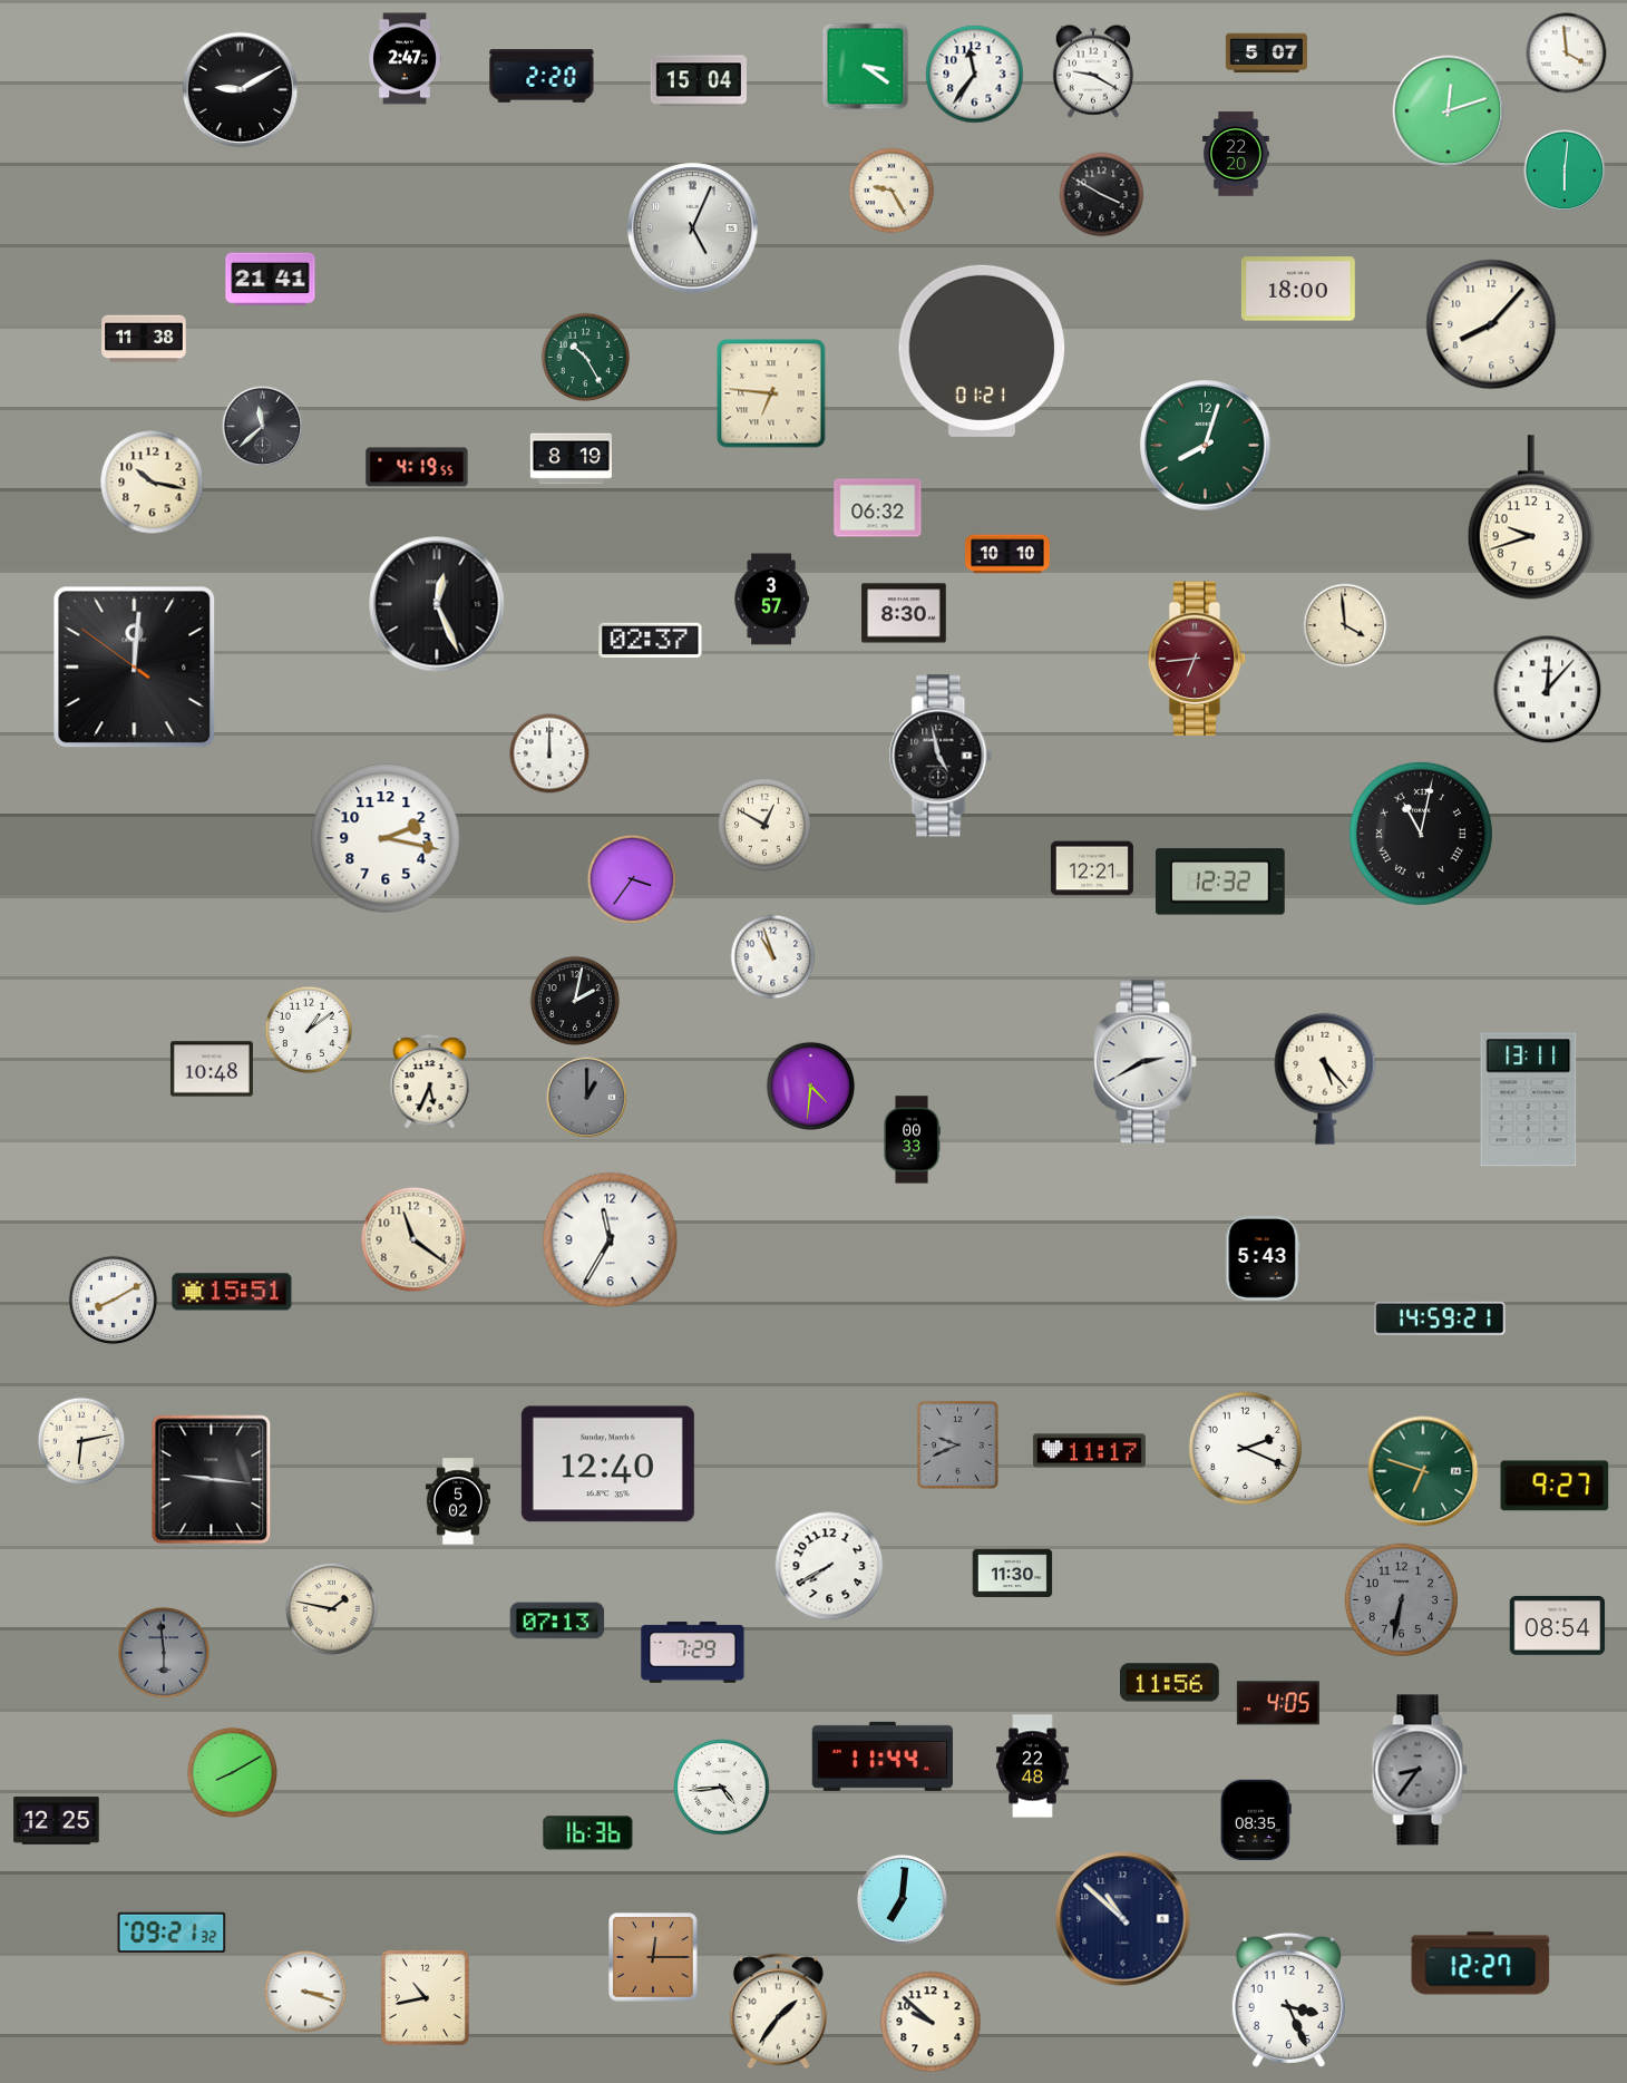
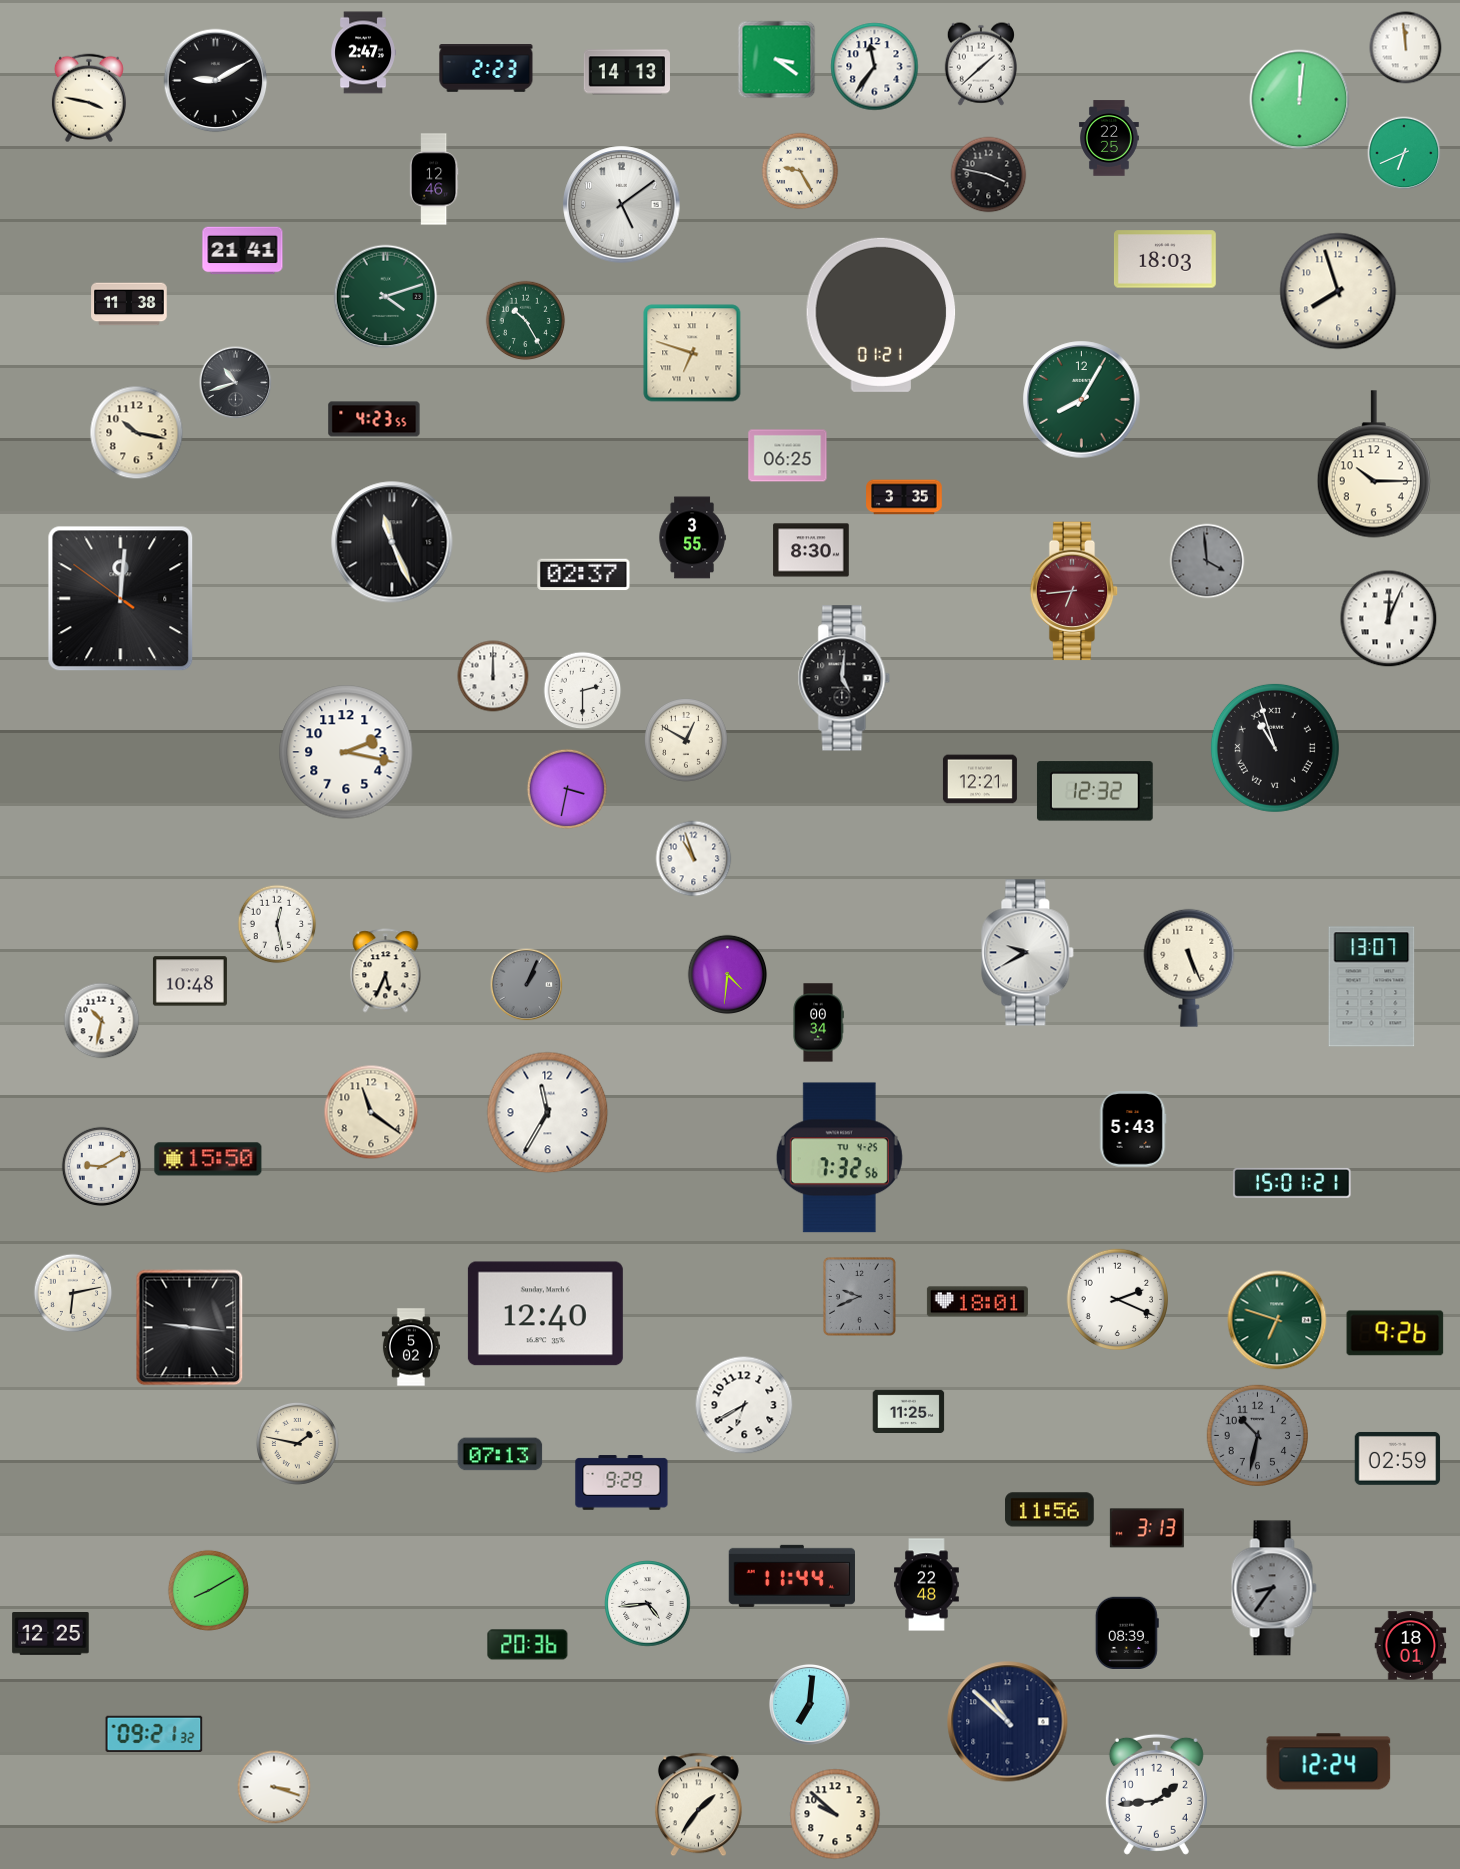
clock at (1266, 53): 5:07 -> none
clock at (1567, 53): 3:59 -> 11:59
clock at (1092, 71): 9:20 -> 1:38
clock at (542, 77): 2:20 -> 2:23
clock at (699, 80): 15:04 -> 14:13
clock at (89, 98): none -> 3:47
clock at (1449, 111): 12:12 -> 12:01
clock at (1237, 154): 22:20 -> 22:25
clock at (1565, 171): 6:01 -> 6:41
clock at (1102, 195): 3:50 -> 3:47
clock at (434, 179): none -> 12:46
clock at (693, 228): 5:04 -> 5:09
clock at (1298, 289): 18:00 -> 18:03
clock at (1491, 324): 8:07 -> 7:57
clock at (386, 297): none -> 4:12
clock at (771, 393): 6:46 -> 6:48
clock at (263, 427): 11:38 -> 10:42
clock at (1206, 446): 8:03 -> 8:05
clock at (571, 459): 8:19 -> none
clock at (417, 467): 4:19 -> 4:23
clock at (878, 508): 06:32 -> 06:25
clock at (1531, 517): 9:42 -> 10:15
clock at (1007, 554): 10:10 -> 3:35
clock at (771, 600): 3:57 -> 3:55
clock at (437, 604): 12:26 -> 11:26
clock at (1345, 625) dial: cream -> grey
clock at (1548, 690): 12:07 -> 12:04
clock at (941, 756): 4:58 -> 5:01
clock at (583, 691): none -> 2:30
clock at (1421, 834): 11:02 -> 10:57
clock at (632, 879): 3:36 -> 3:32
clock at (575, 1001): 2:02 -> none
clock at (309, 1030): 1:09 -> 12:28
clock at (1146, 1062): 2:40 -> 9:40
clock at (212, 1069) position: (212, 1069) -> (190, 981)
clock at (1325, 1079): 5:23 -> 5:26
clock at (587, 1098): 1:00 -> 1:04
clock at (1529, 1100): 13:11 -> 13:07
clock at (102, 1021): none -> 10:32
clock at (912, 1140): 00:33 -> 00:34
clock at (839, 1158): none -> 7:32
clock at (232, 1292): 15:51 -> 15:50
clock at (114, 1301): 8:10 -> 9:10
clock at (1440, 1318): 14:59 -> 15:01
clock at (1089, 1451): 11:17 -> 18:01
clock at (1555, 1486): 9:27 -> 9:26
clock at (829, 1566): 7:40 -> 6:40
clock at (1013, 1573): 11:30 -> 11:25
clock at (1401, 1599): 6:32 -> 10:32
clock at (1558, 1625): 08:54 -> 02:59
clock at (164, 1653): 5:59 -> none
clock at (693, 1653): 7:29 -> 9:29
clock at (1278, 1703): 4:05 -> 3:13
clock at (1256, 1819): 08:35 -> 08:39
clock at (588, 1833): 16:36 -> 20:36
clock at (1411, 1646): none -> 18:01
clock at (653, 1957): 12:15 -> none
clock at (1481, 1964): 12:27 -> 12:24
clock at (425, 1997): 10:43 -> none
clock at (1288, 1999): 3:26 -> 1:44
